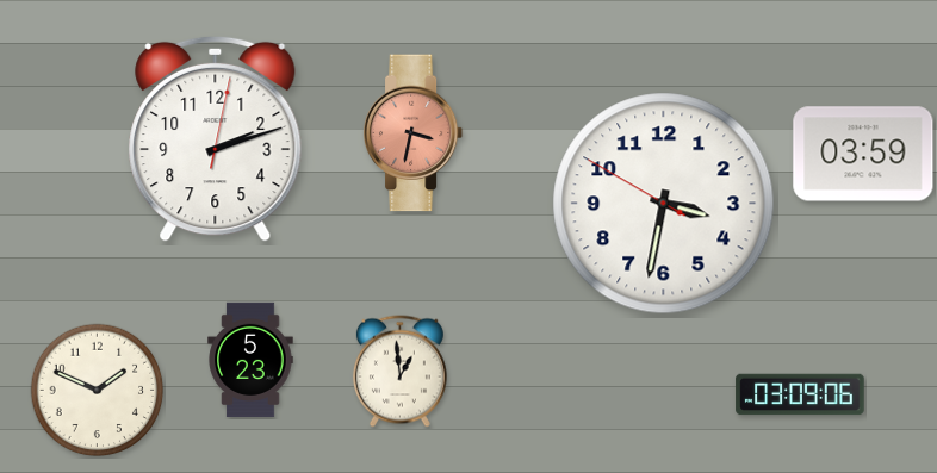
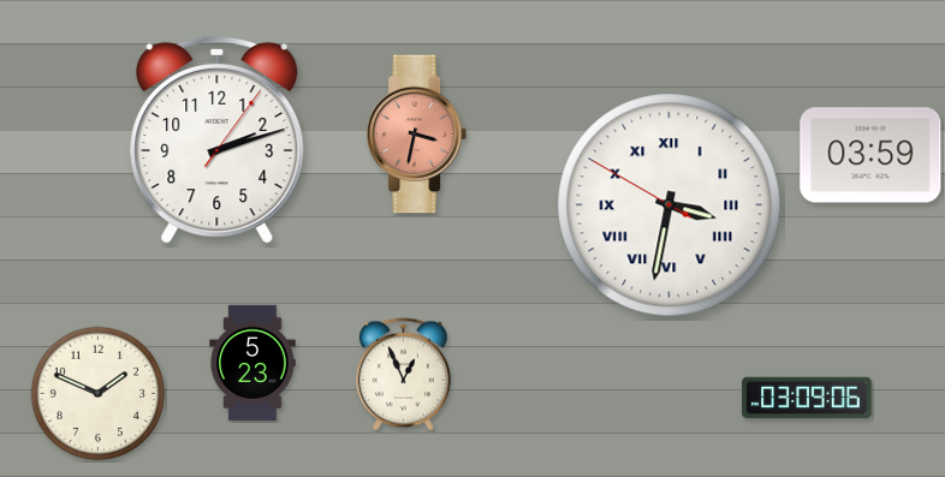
clock at (216, 138): 2:12:02 -> 2:12:06
clock at (664, 204) numerals: Arabic -> Roman
clock at (399, 372): 12:59 -> 12:56
